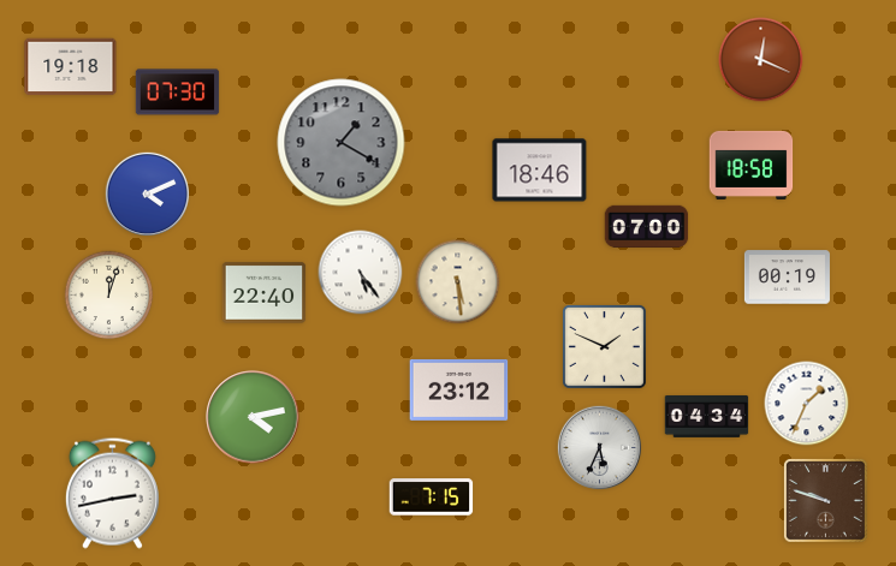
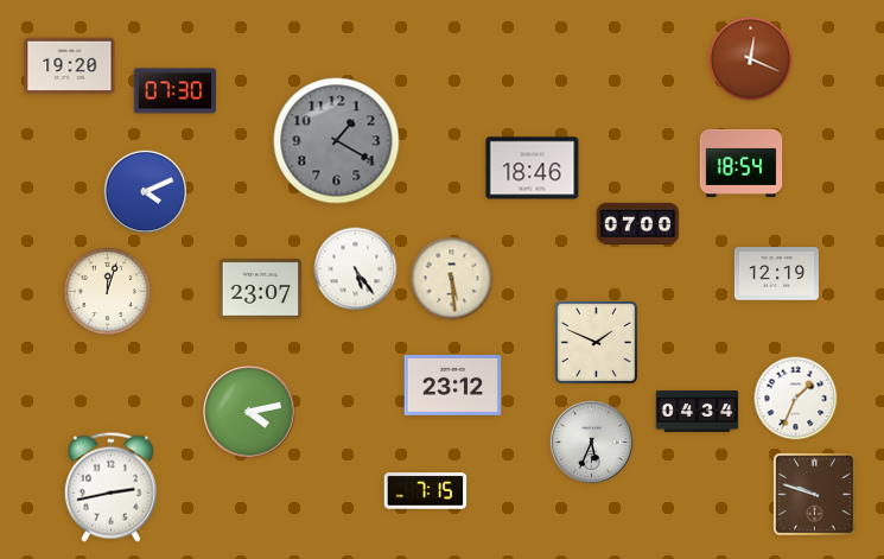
clock at (71, 67): 19:18 -> 19:20
clock at (752, 165): 18:58 -> 18:54
clock at (787, 278): 00:19 -> 12:19
clock at (265, 293): 22:40 -> 23:07
